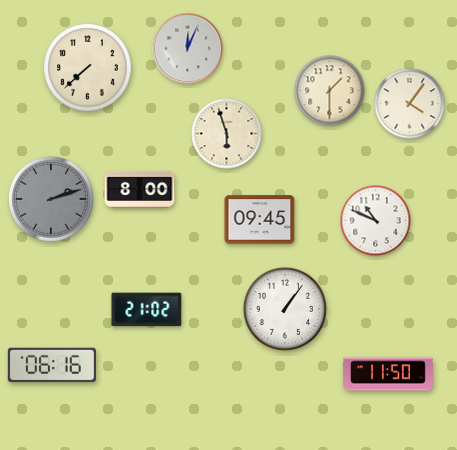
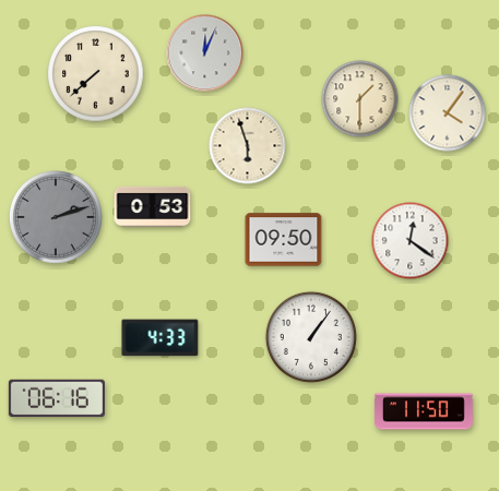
clock at (140, 189): 8:00 -> 0:53
clock at (260, 220): 09:45 -> 09:50
clock at (376, 221): 10:49 -> 12:21
clock at (147, 310): 21:02 -> 4:33
clock at (388, 374) position: (388, 374) -> (424, 411)
